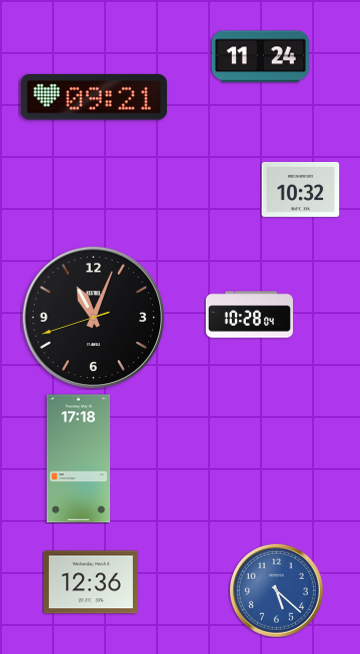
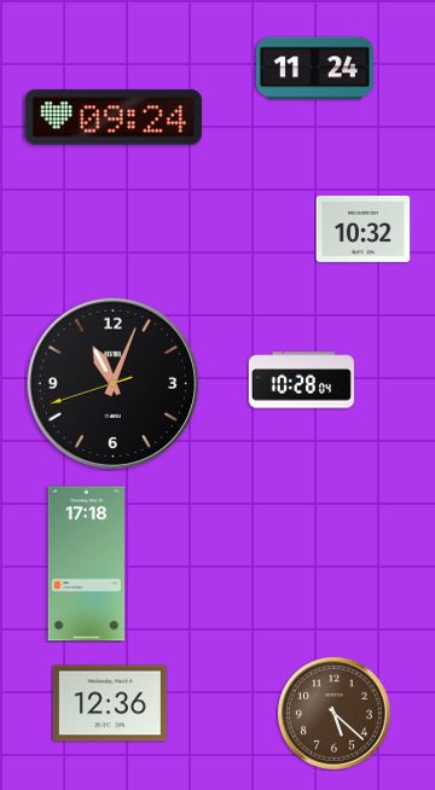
clock at (94, 97): 09:21 -> 09:24
clock at (79, 459) position: (79, 459) -> (87, 564)
clock at (276, 590) dial: blue -> brown
